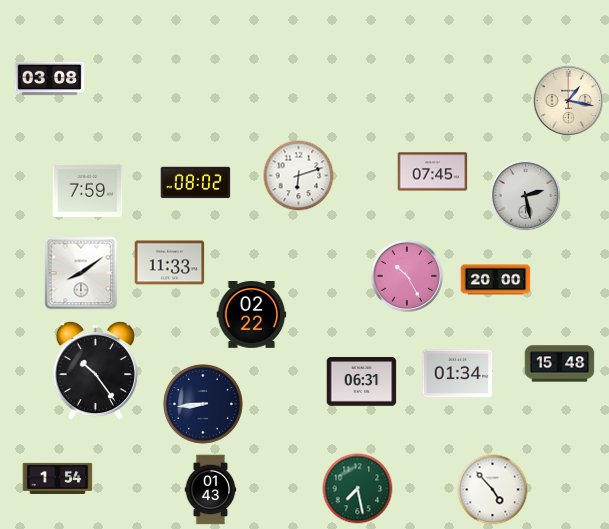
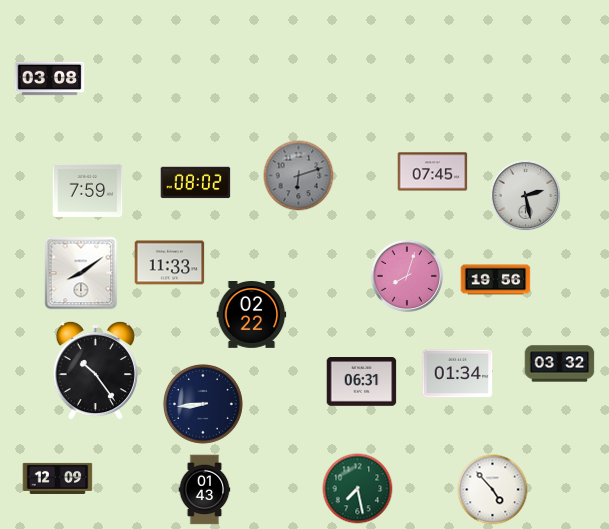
clock at (569, 101): 1:17 -> none
clock at (299, 176) dial: white -> grey
clock at (407, 276): 10:25 -> 8:03
clock at (496, 280): 20:00 -> 19:56
clock at (560, 364): 15:48 -> 03:32
clock at (58, 478): 1:54 -> 12:09
clock at (211, 490) position: (211, 490) -> (205, 490)
